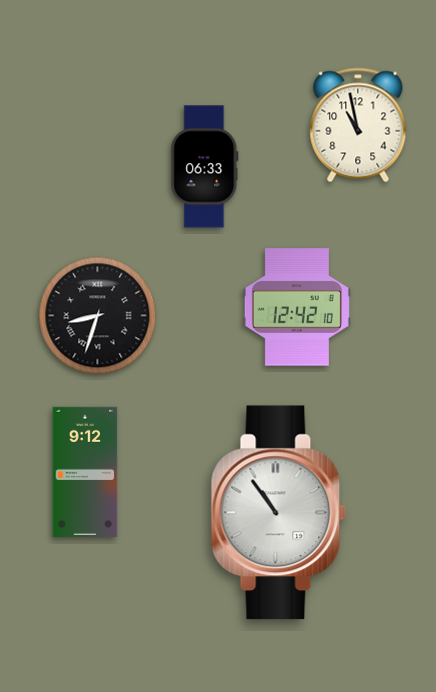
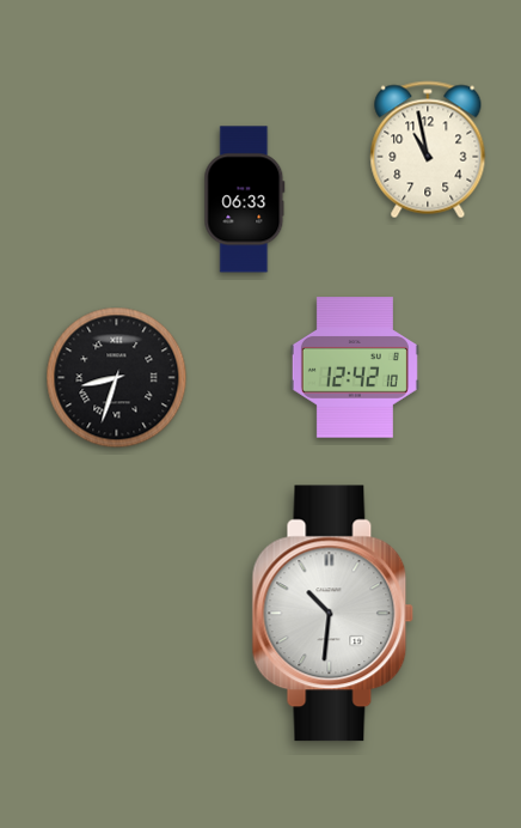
clock at (85, 472): 9:12 -> none
clock at (279, 513): 10:54 -> 10:31
